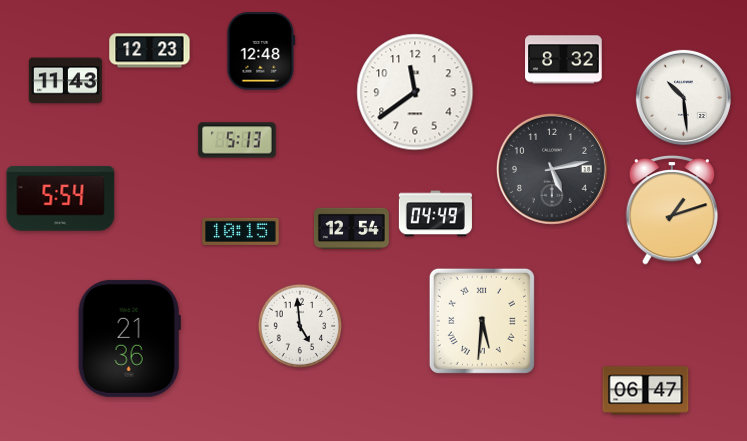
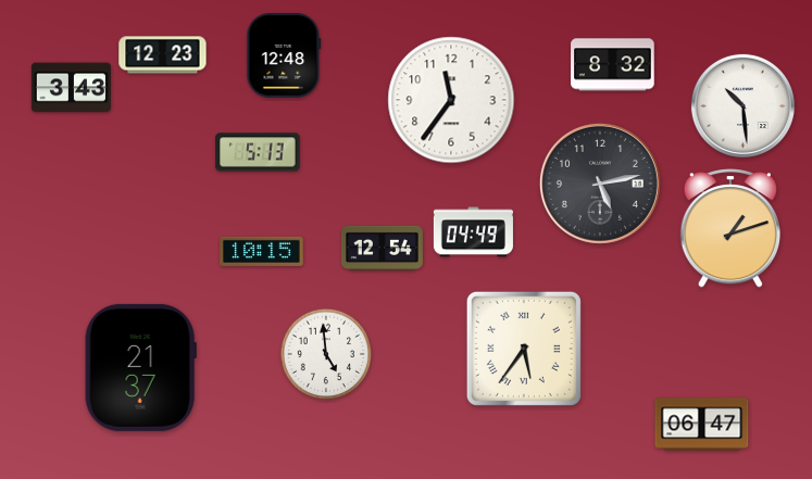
clock at (65, 81): 11:43 -> 3:43
clock at (415, 92): 11:39 -> 11:36
clock at (61, 199): 5:54 -> none
clock at (482, 321): 5:31 -> 5:36
clock at (129, 338): 21:36 -> 21:37
